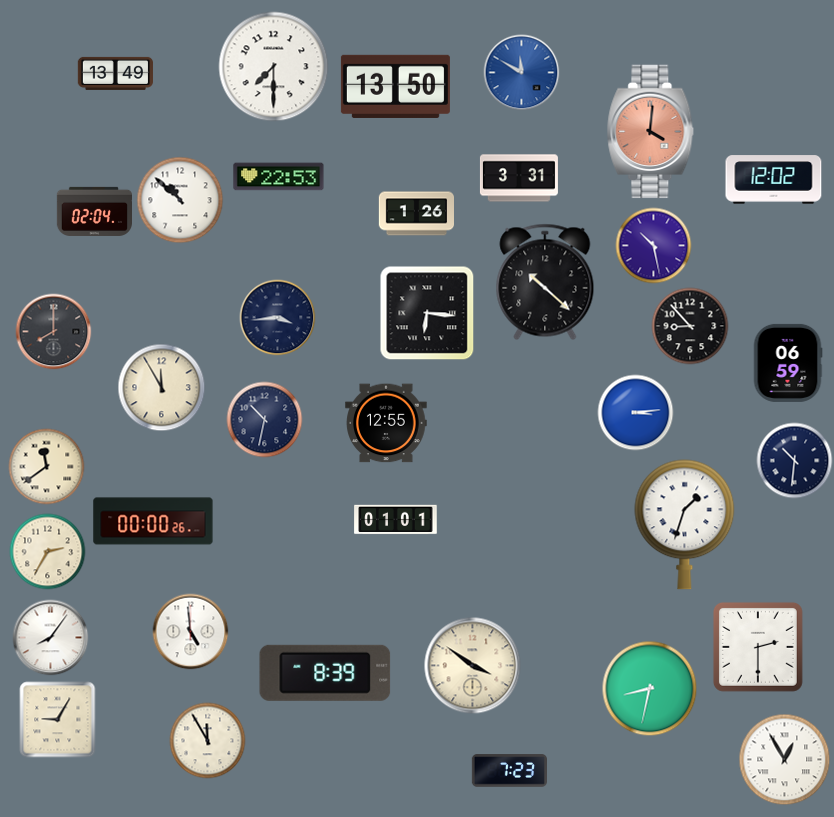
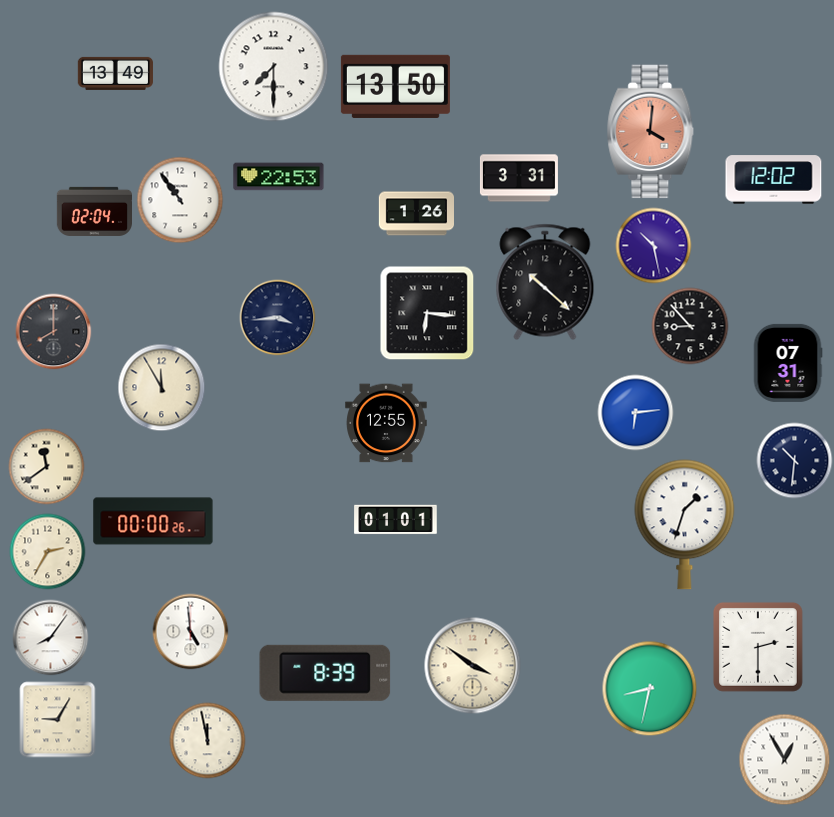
clock at (522, 73): 11:50 -> none
clock at (180, 200): 10:52 -> 10:54
clock at (788, 363): 06:59 -> 07:31
clock at (636, 413): 3:14 -> 6:14
clock at (265, 420): 10:32 -> none
clock at (208, 741): 11:55 -> 11:58
clock at (509, 771): 7:23 -> none
